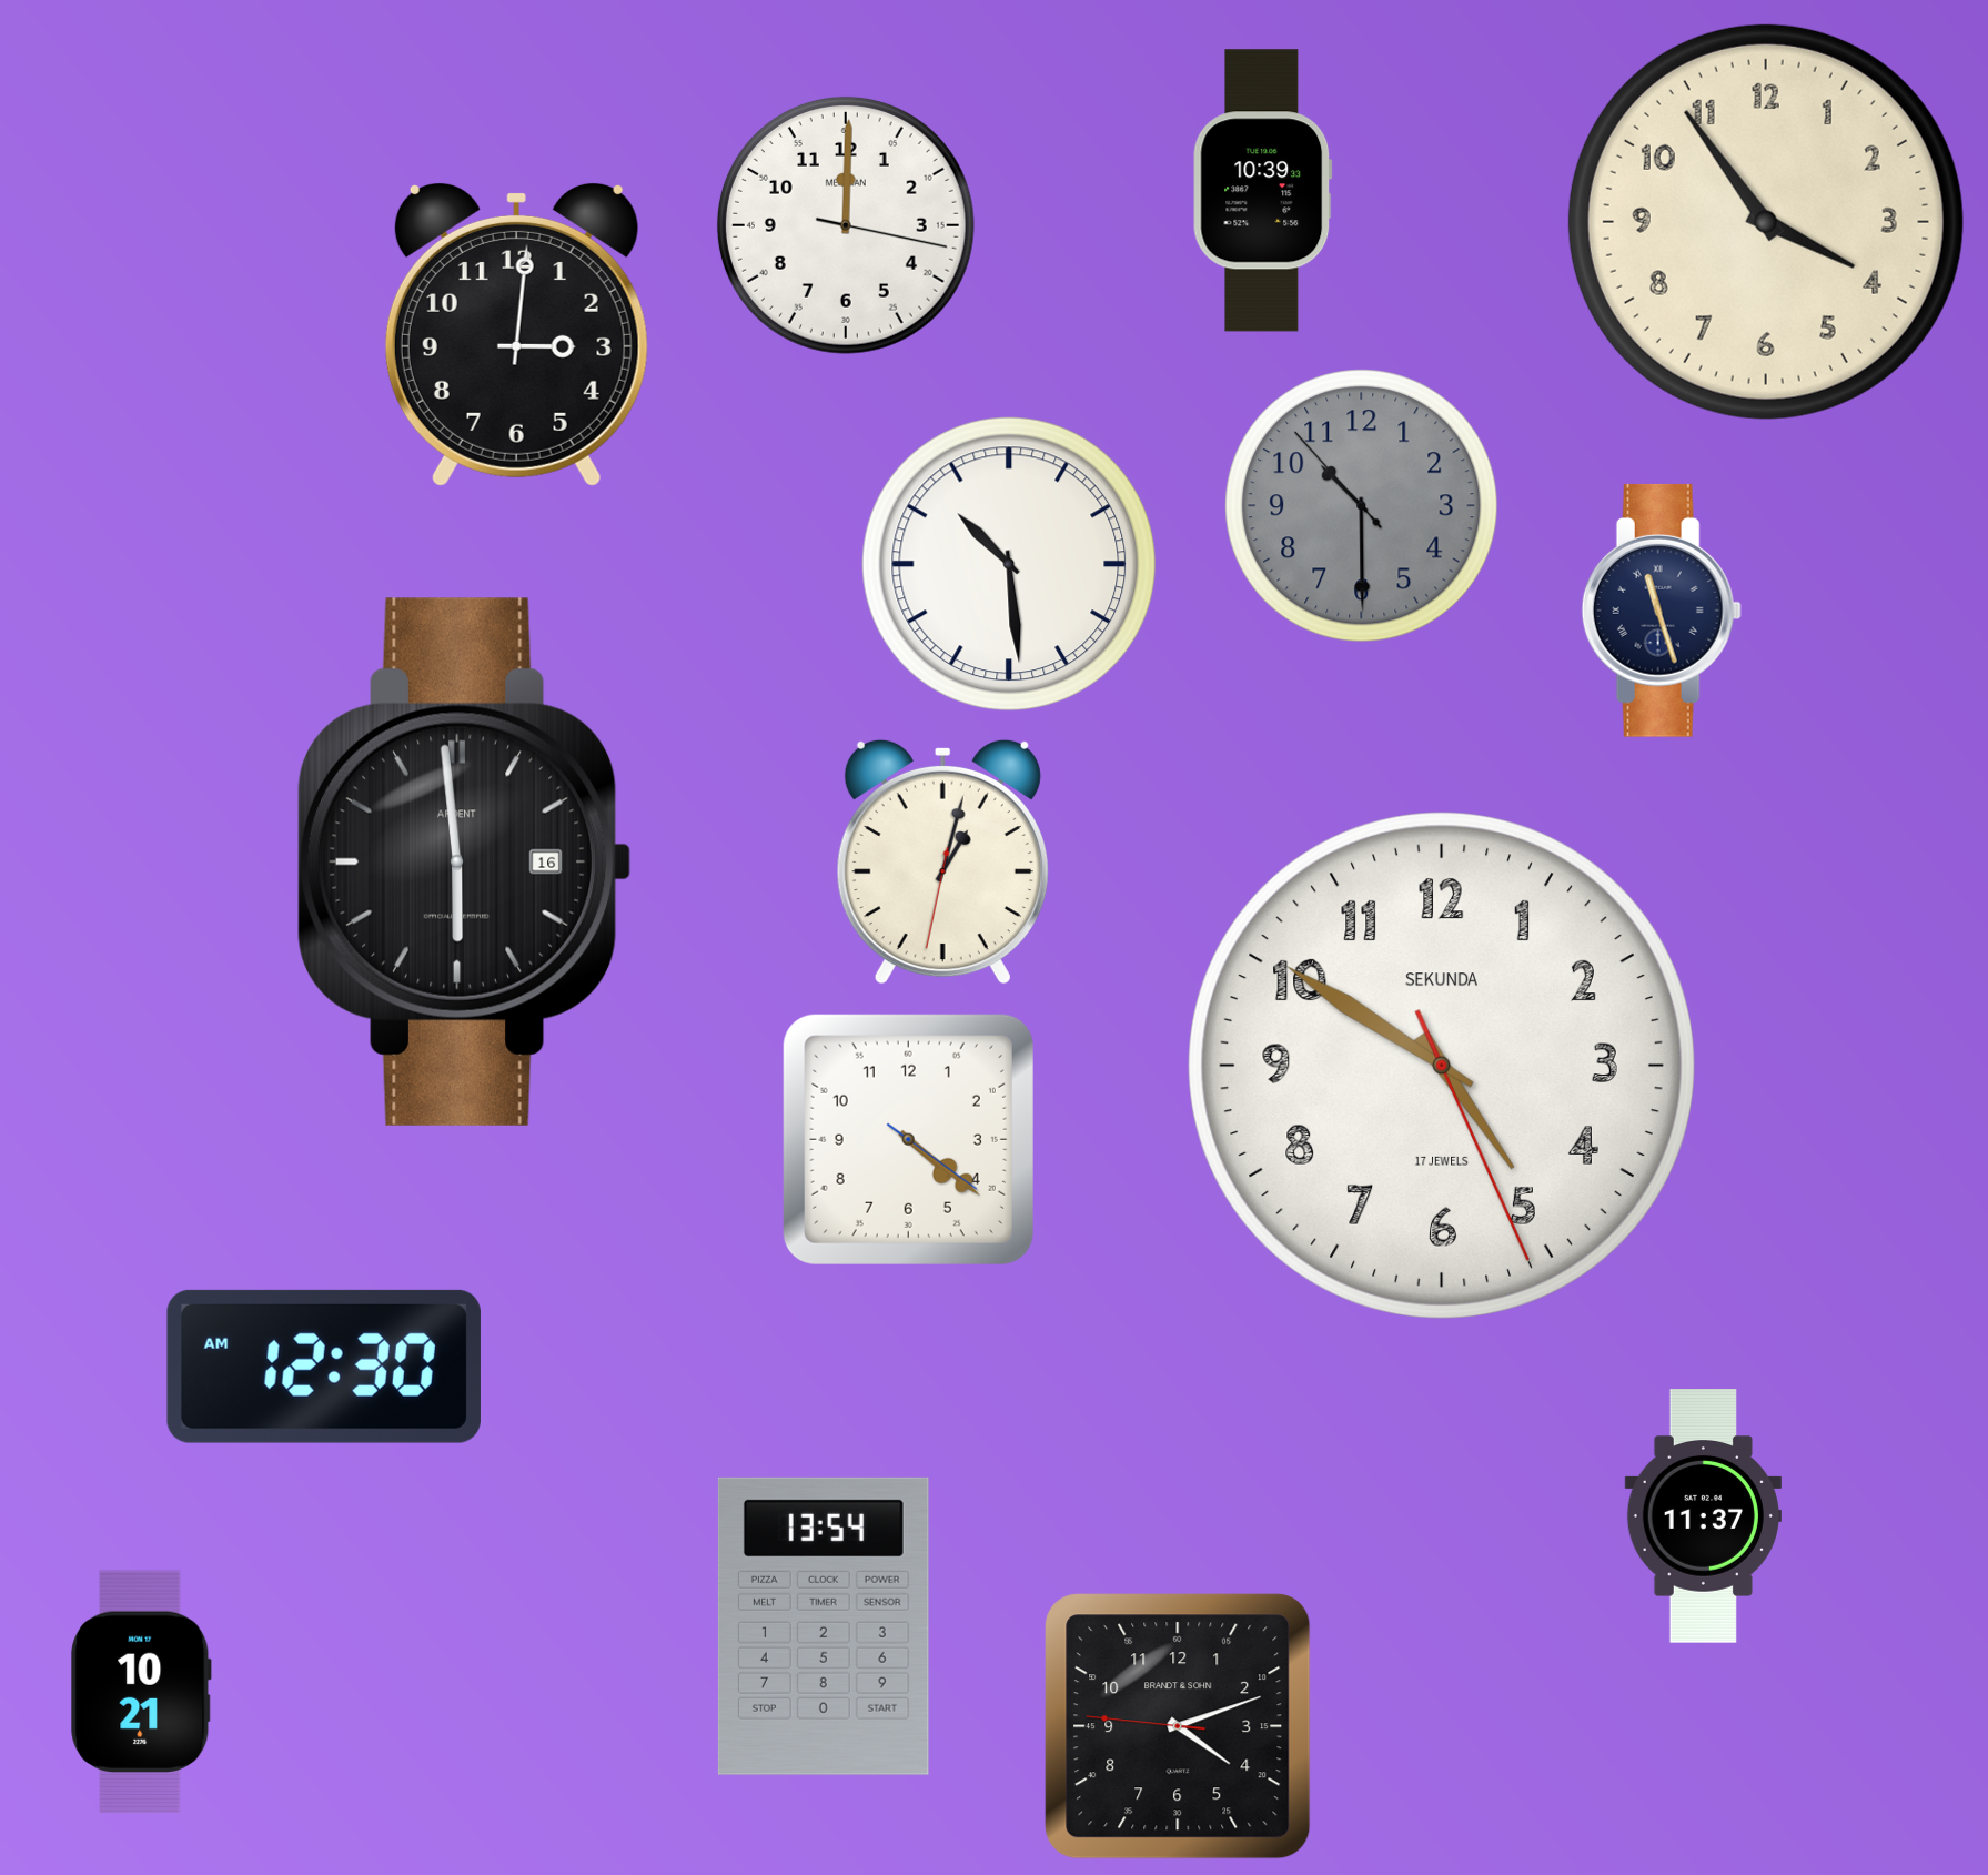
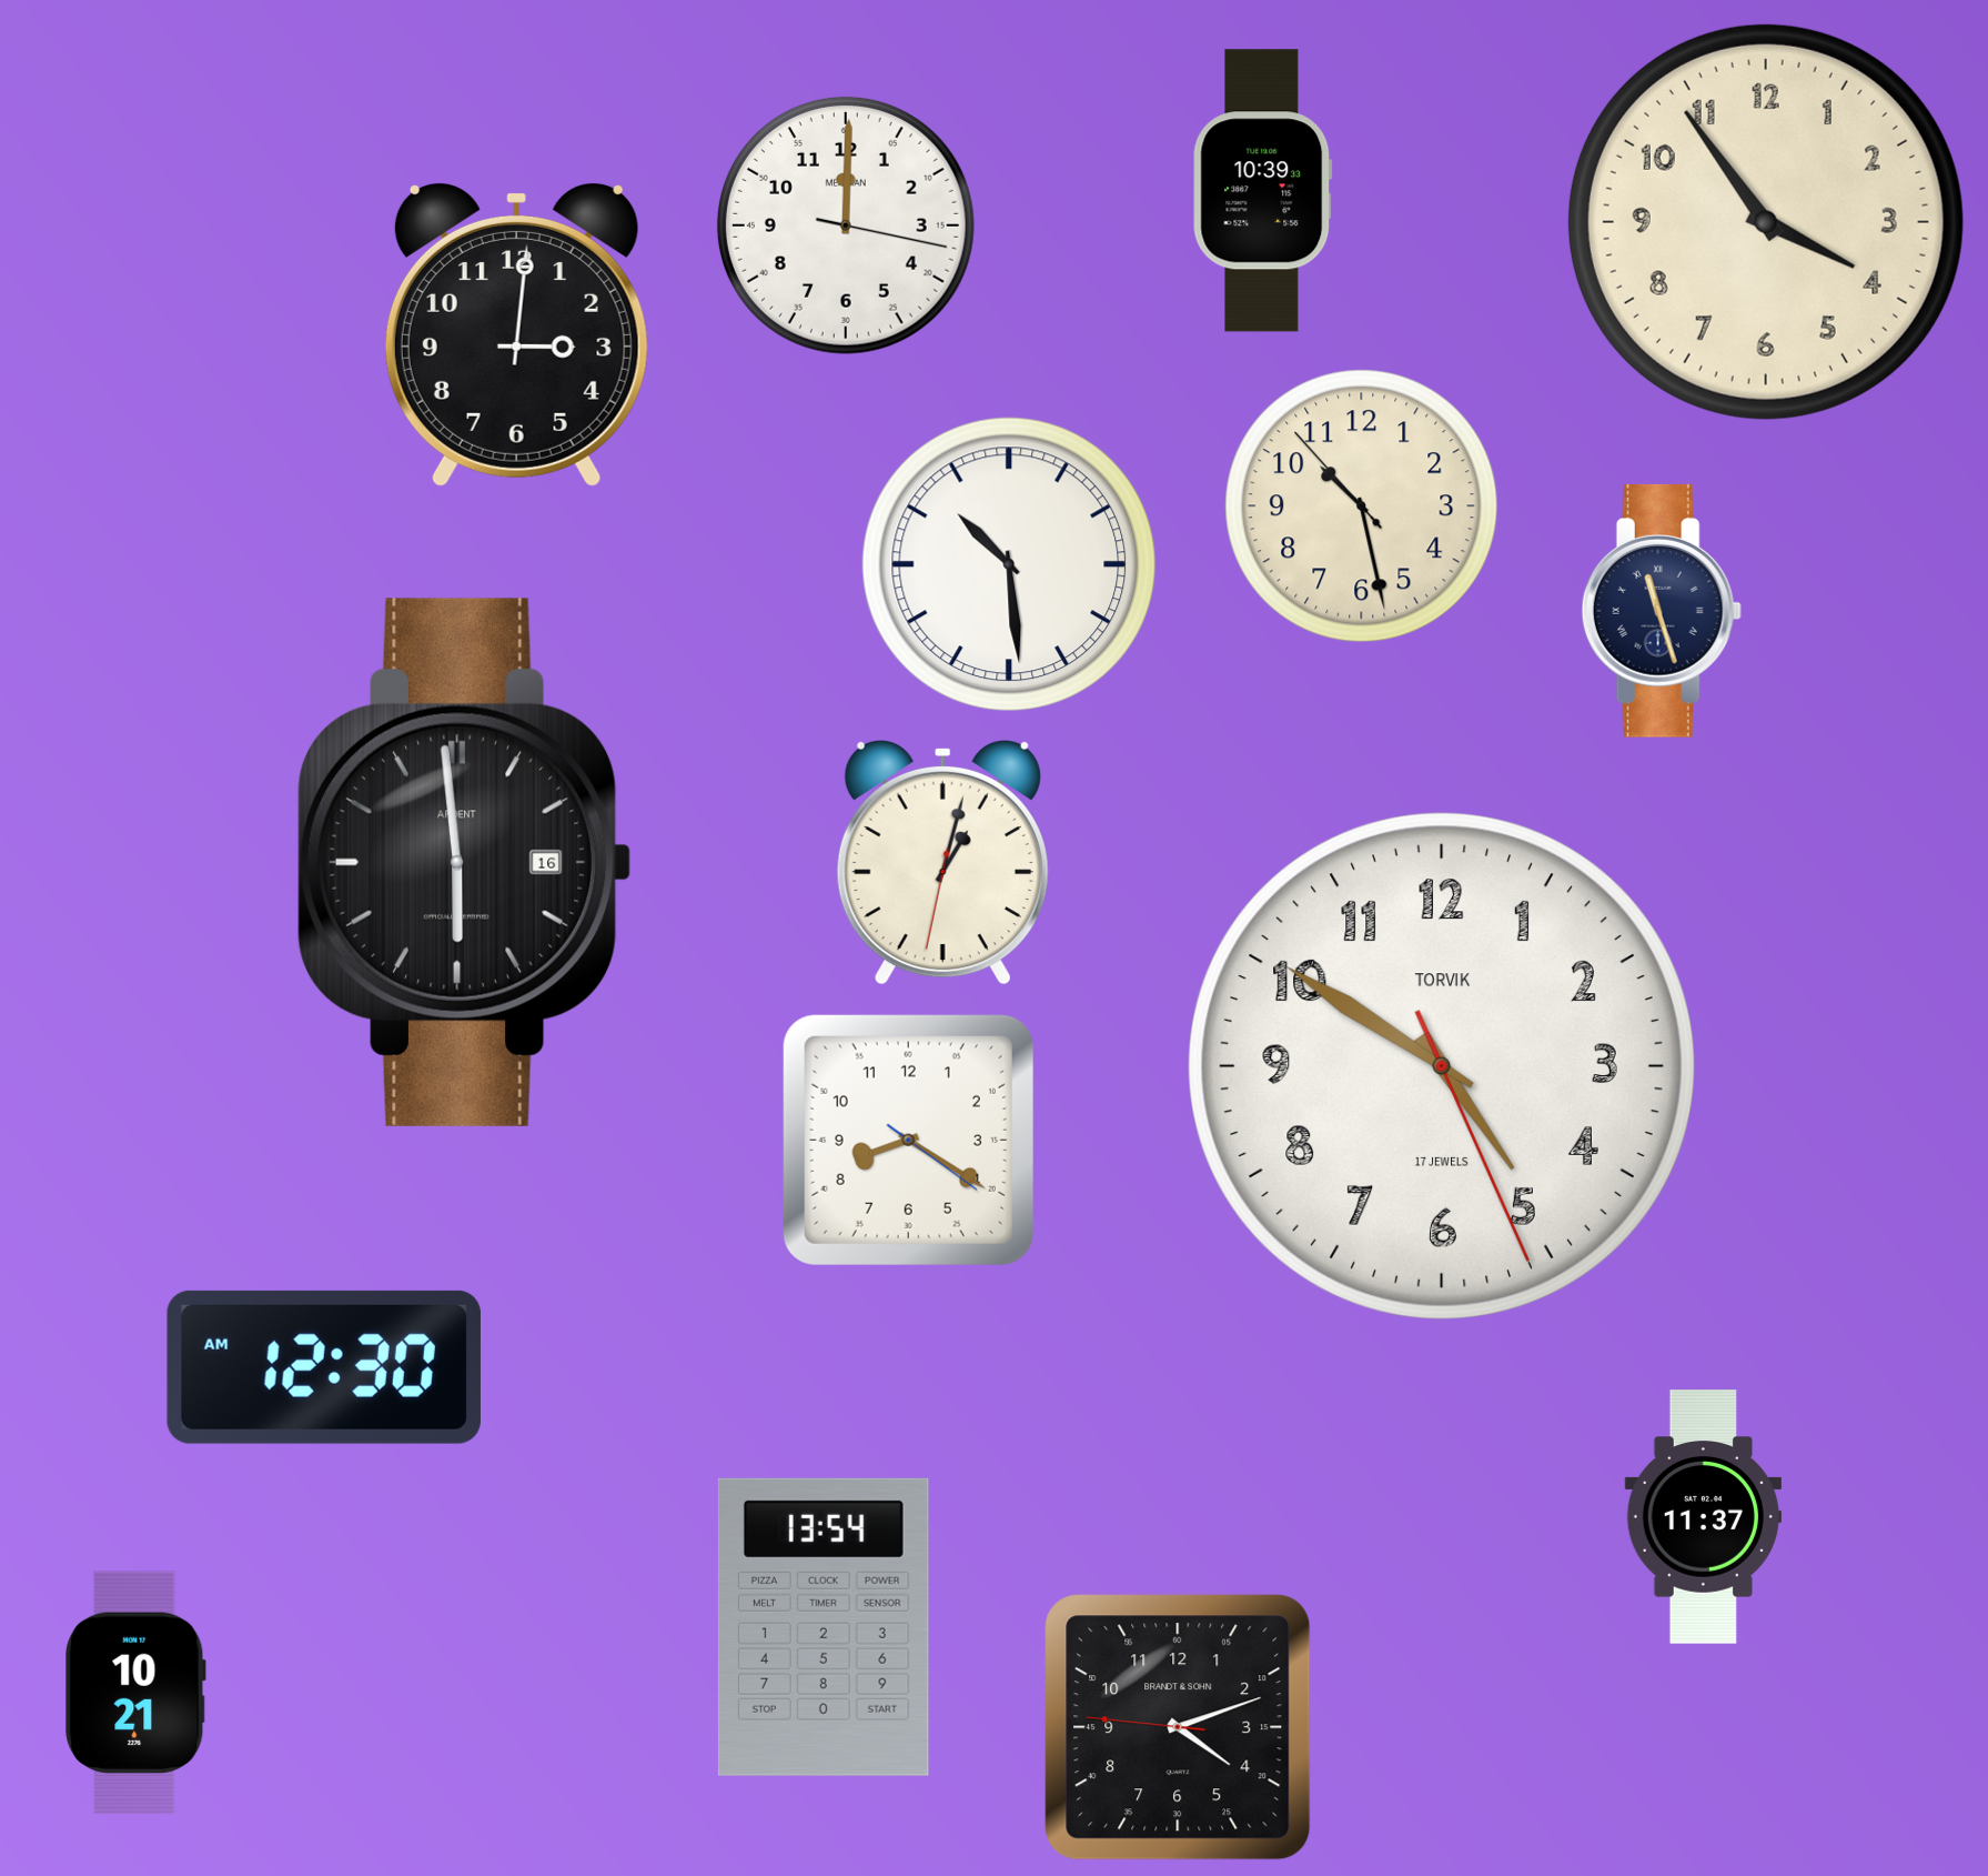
clock at (1362, 506): 10:29 -> 10:27
clock at (1362, 506) dial: grey -> cream
clock at (1442, 1066) brand: SEKUNDA -> TORVIK
clock at (908, 1139): 4:21 -> 8:20
clock at (141, 1692) position: (141, 1692) -> (135, 1693)
